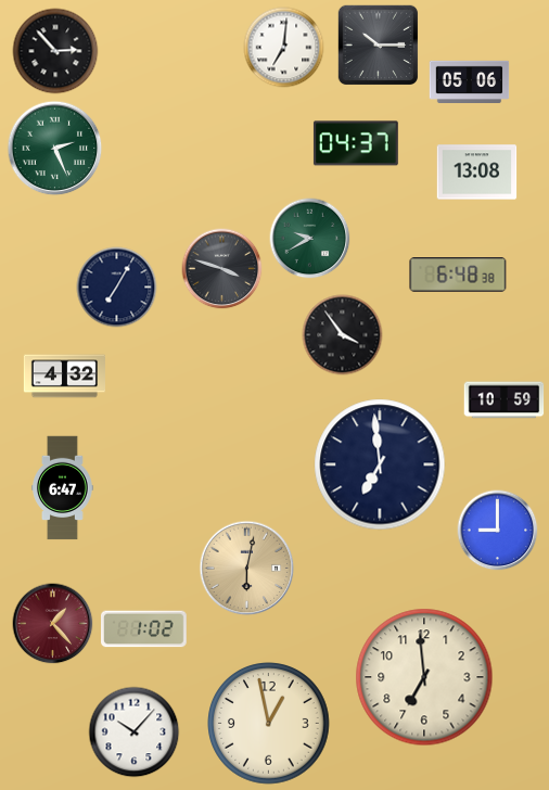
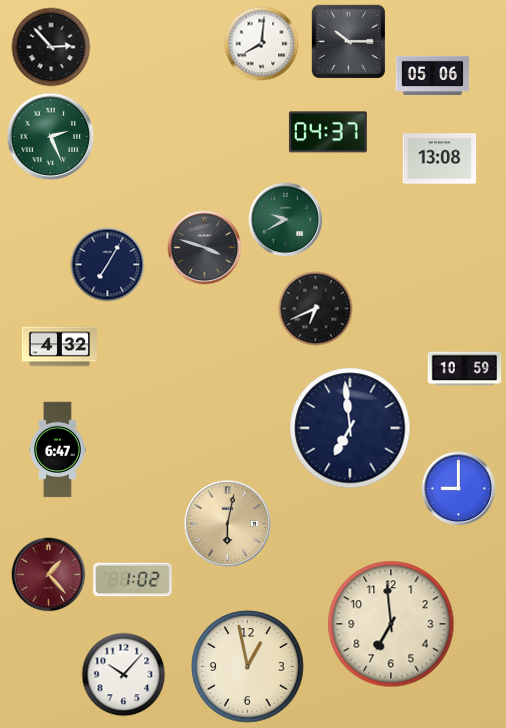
clock at (284, 48): 7:01 -> 8:01
clock at (458, 276): 6:48 -> none
clock at (343, 335): 3:54 -> 6:41
